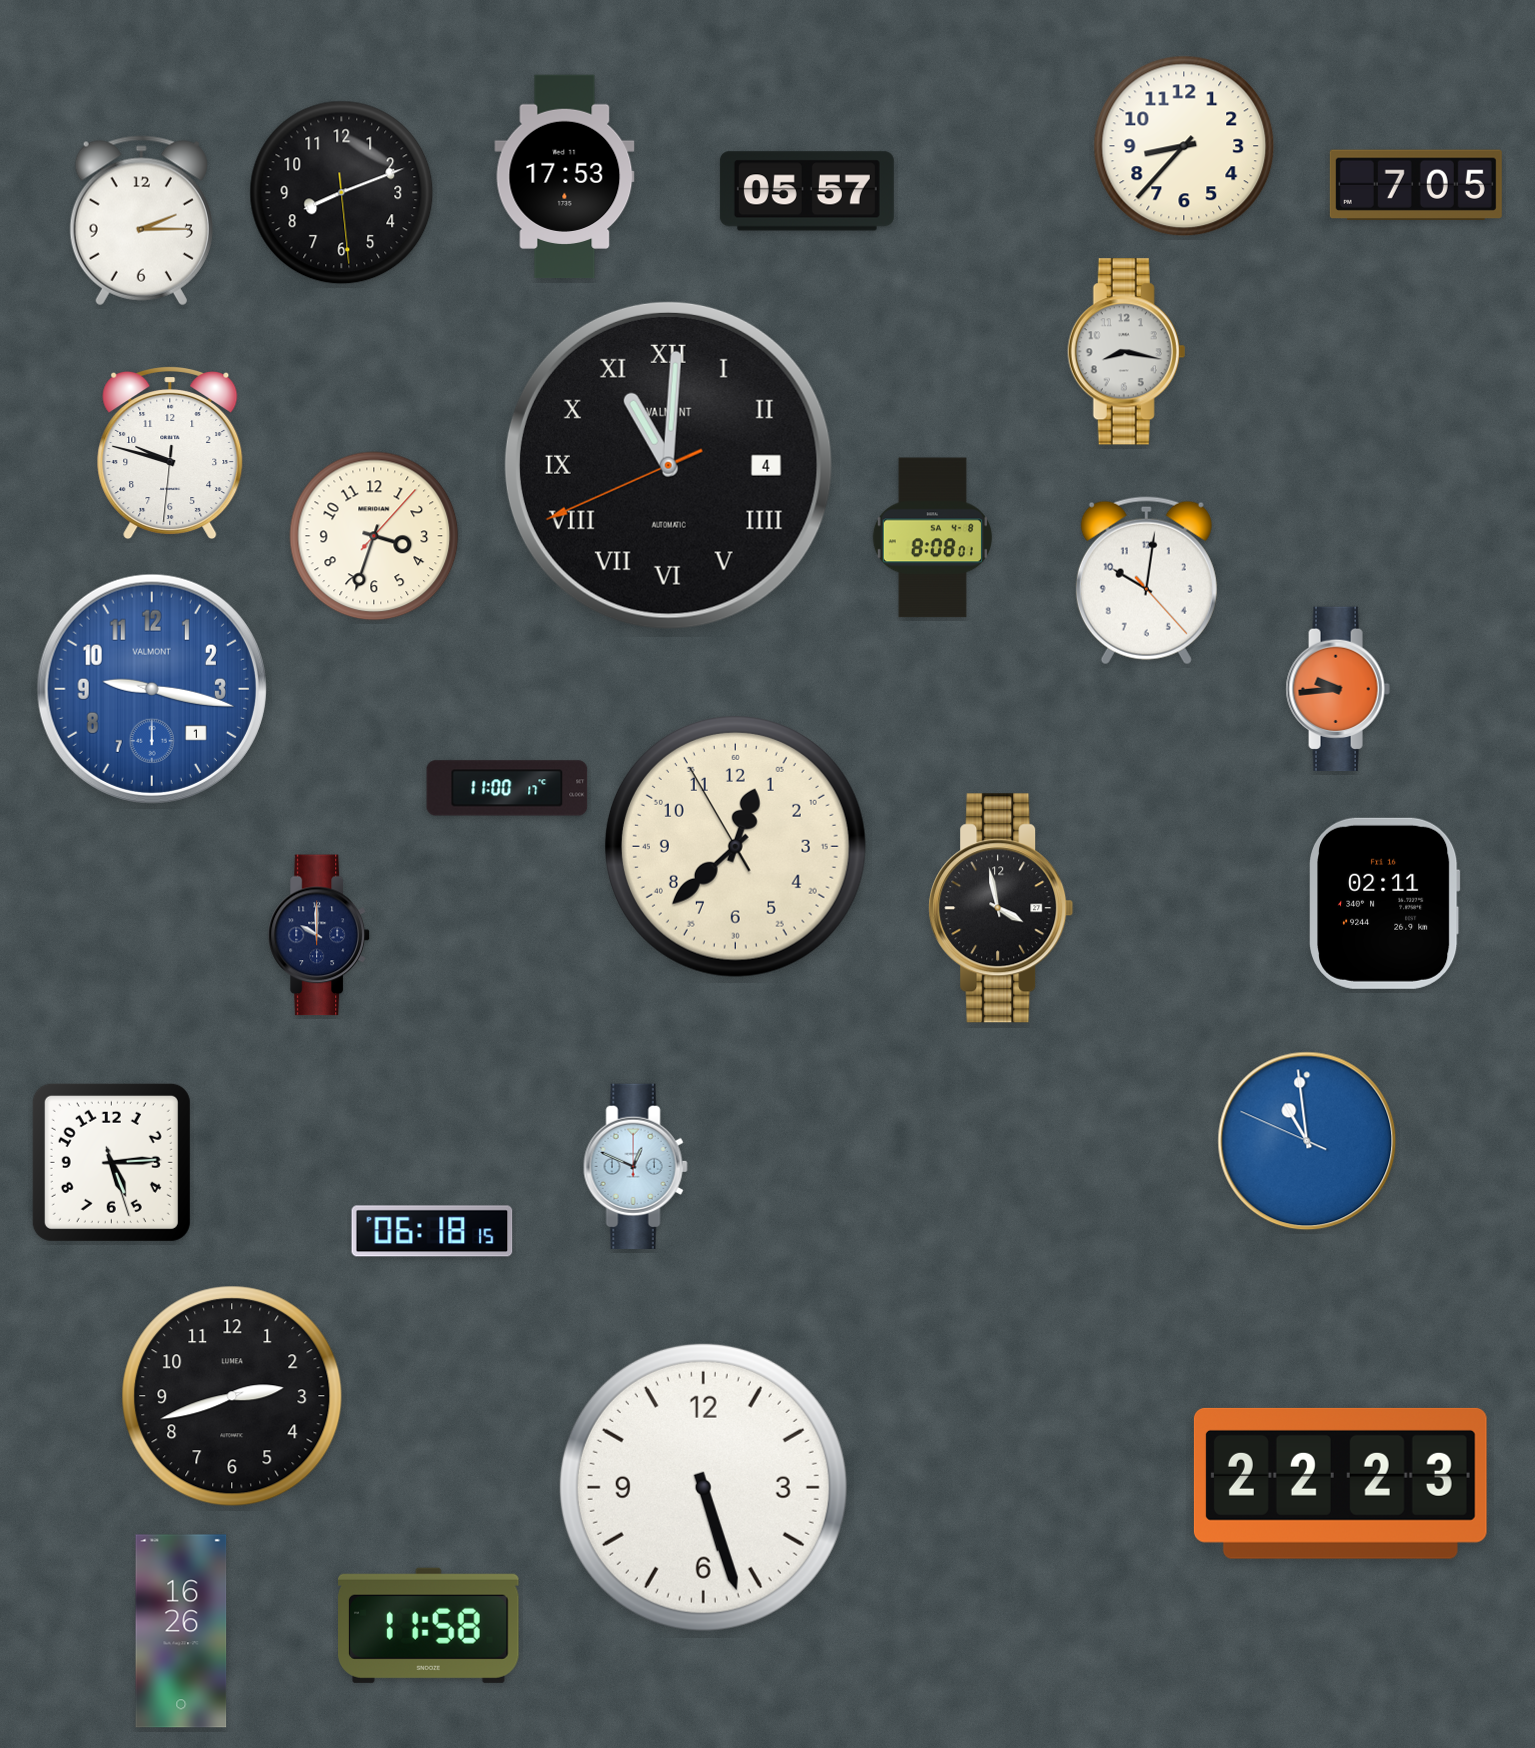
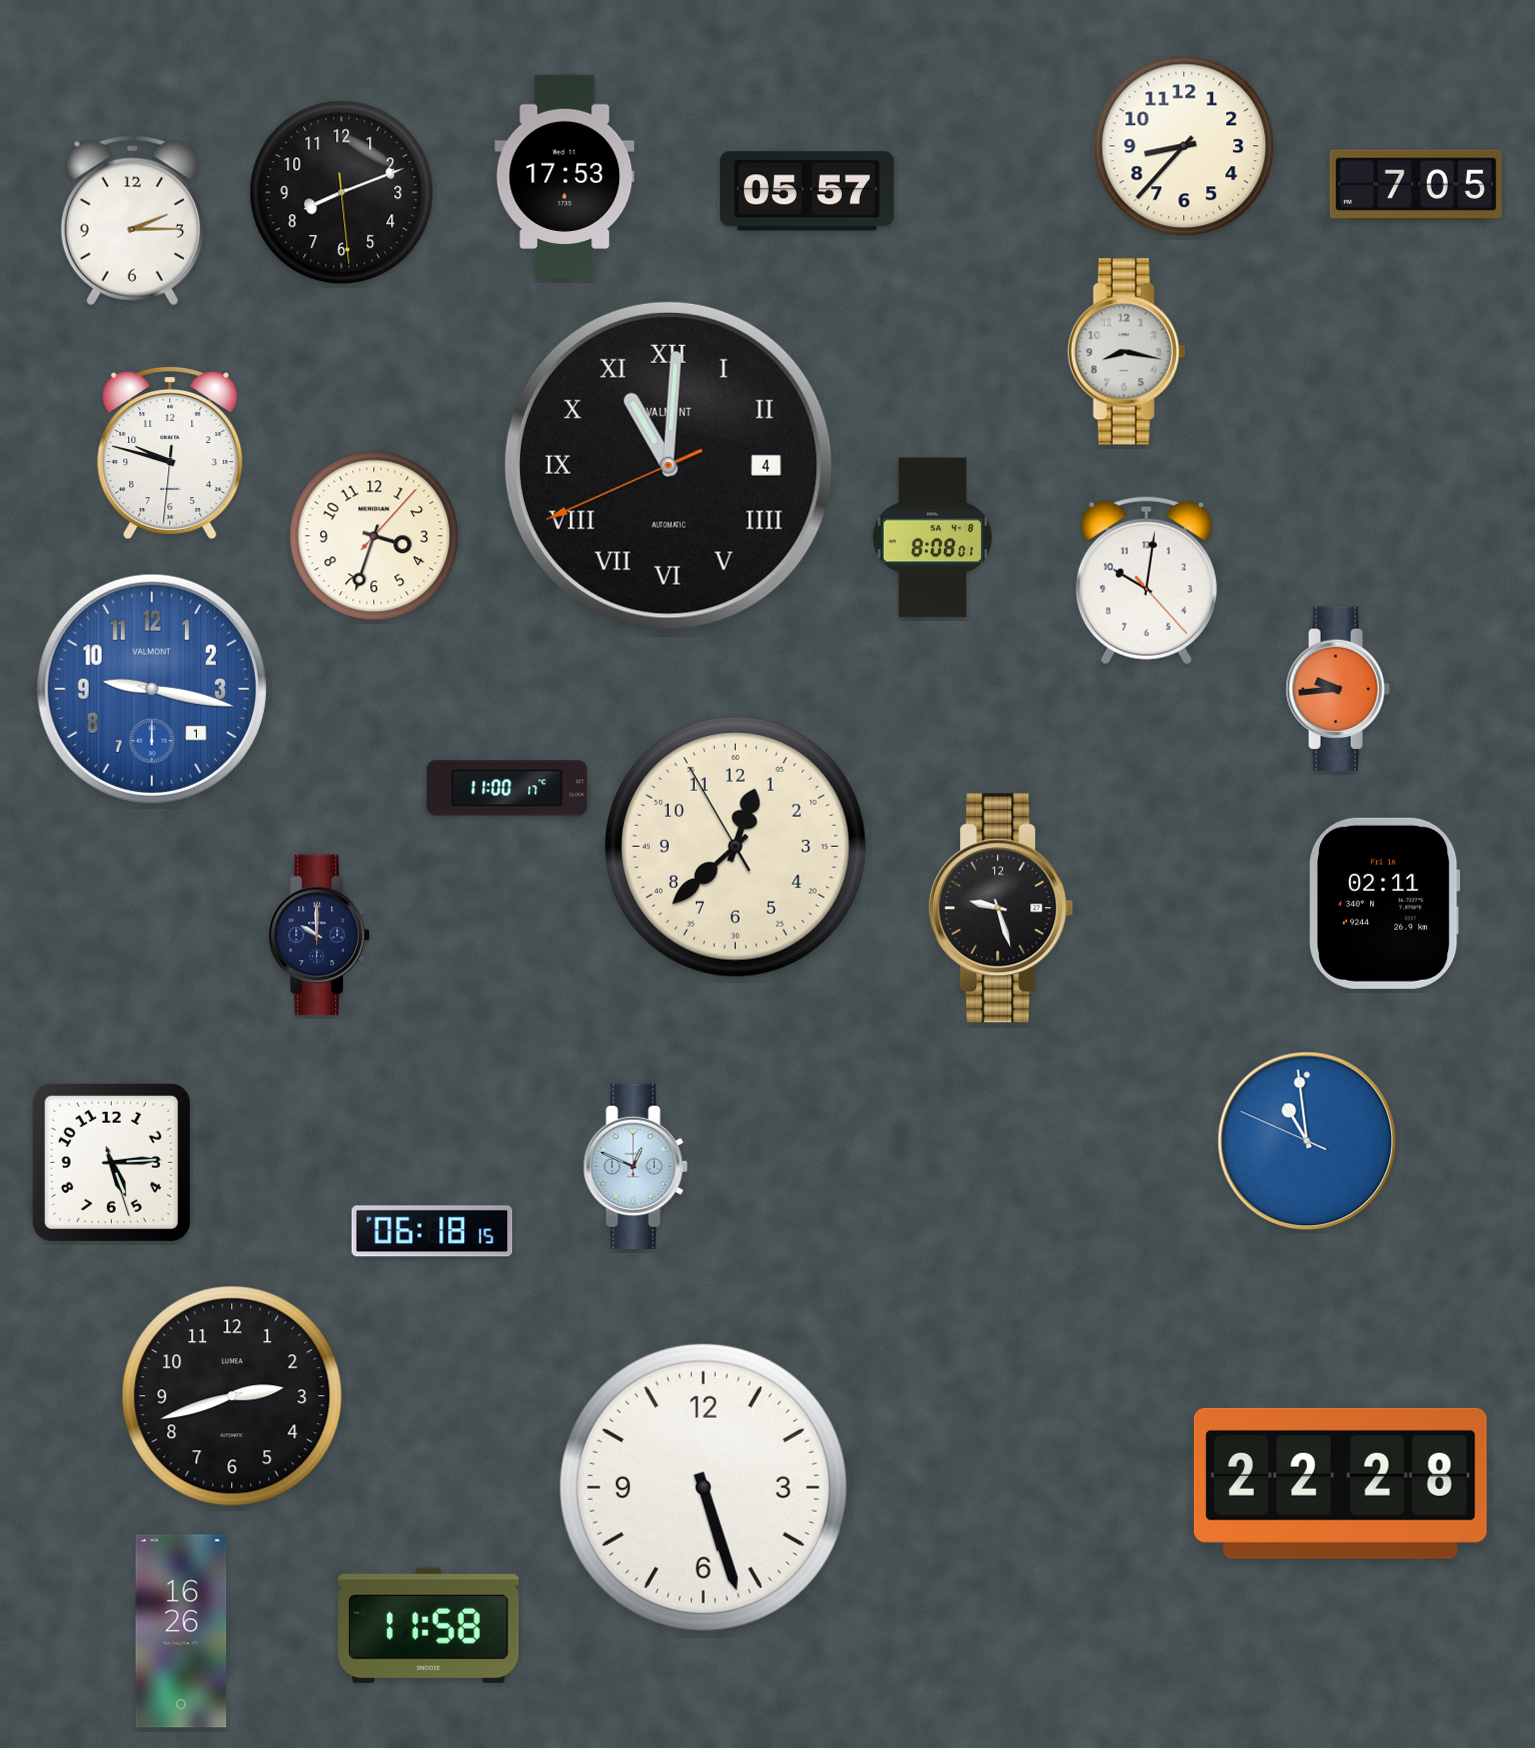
clock at (141, 221) position: (141, 221) -> (132, 221)
clock at (1001, 908): 3:58 -> 9:27
clock at (1340, 1483): 22:23 -> 22:28
